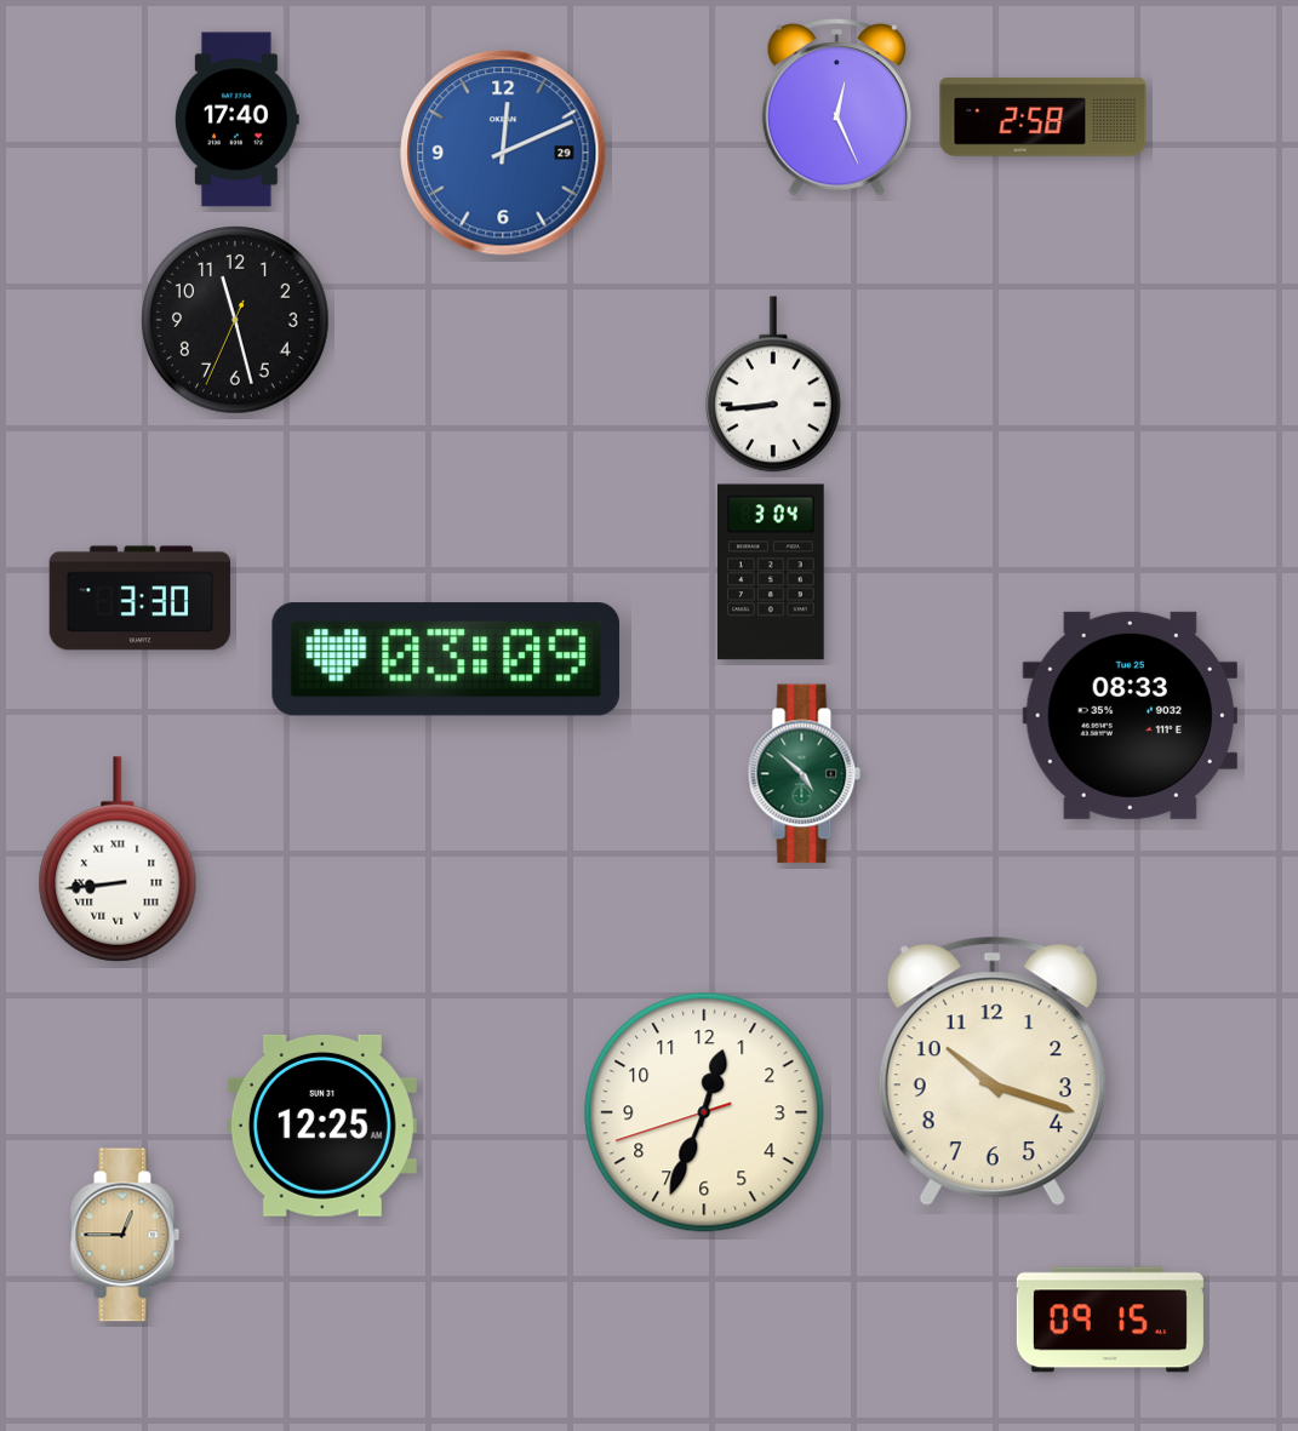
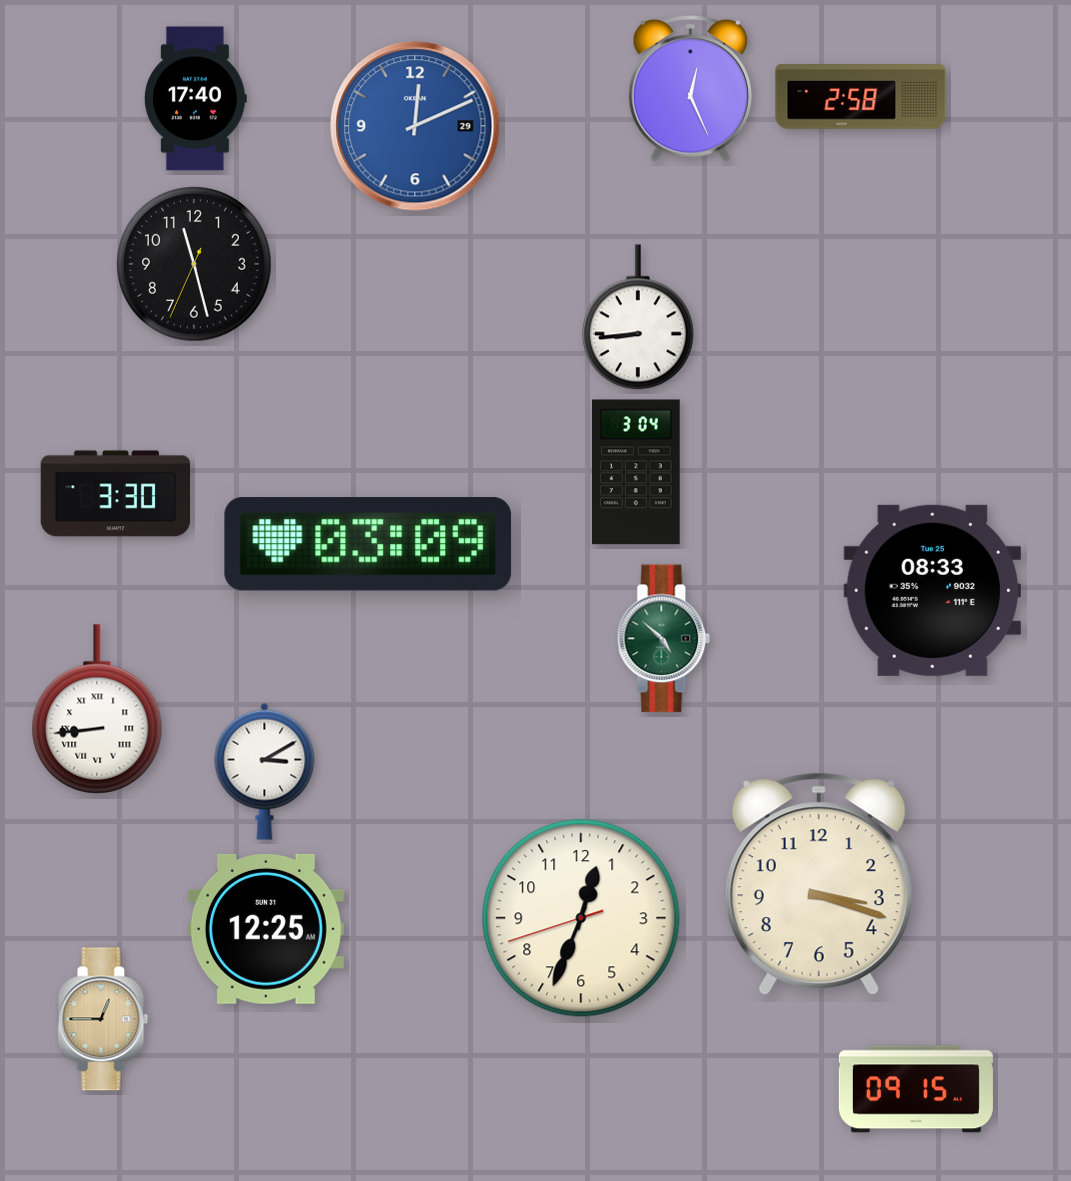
clock at (265, 771): none -> 3:10
clock at (993, 1071): 10:18 -> 3:18
